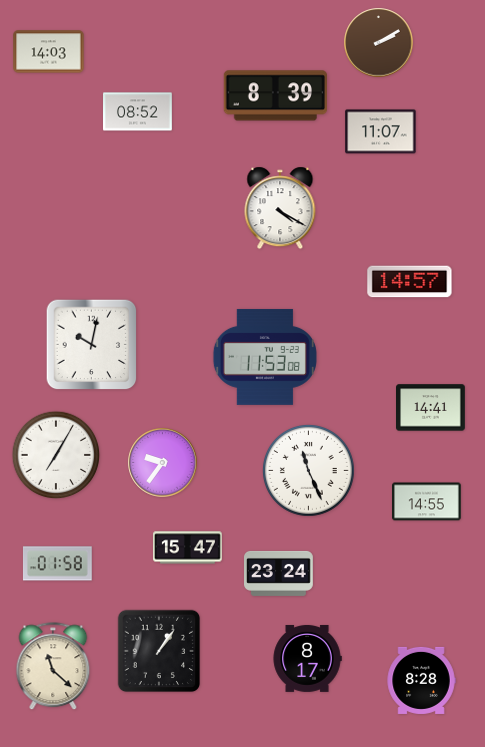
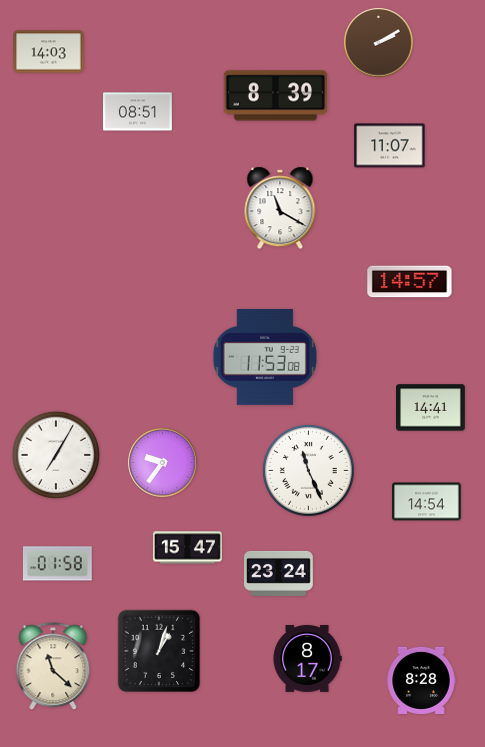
clock at (138, 112): 08:52 -> 08:51
clock at (381, 132) position: (381, 132) -> (390, 146)
clock at (280, 208): 4:20 -> 11:20
clock at (92, 345): 10:02 -> none
clock at (427, 502): 14:55 -> 14:54
clock at (159, 651): 1:06 -> 1:03
